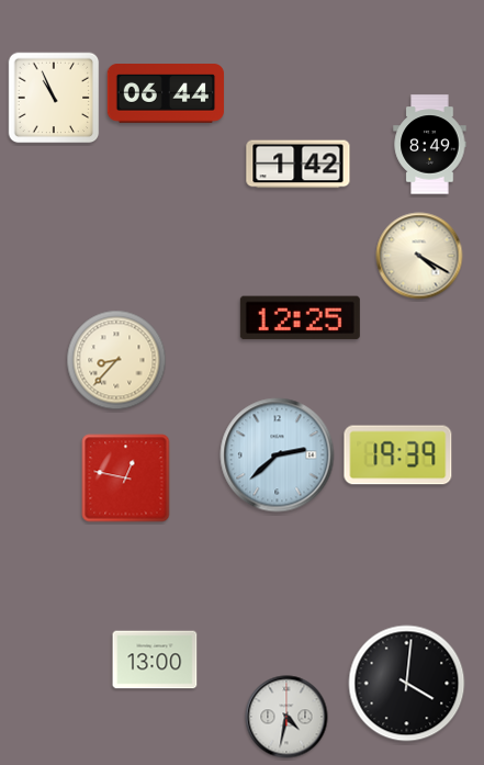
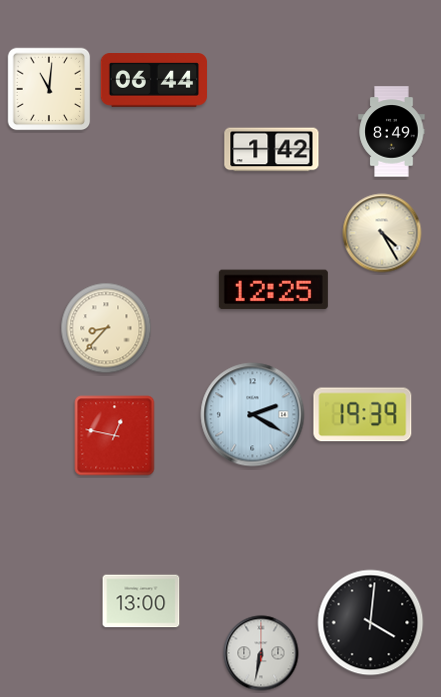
clock at (166, 94) position: (166, 94) -> (154, 81)
clock at (54, 98): 10:56 -> 11:01
clock at (419, 256): 4:20 -> 4:25
clock at (278, 455): 2:38 -> 2:20
clock at (286, 717): 4:32 -> 6:32
